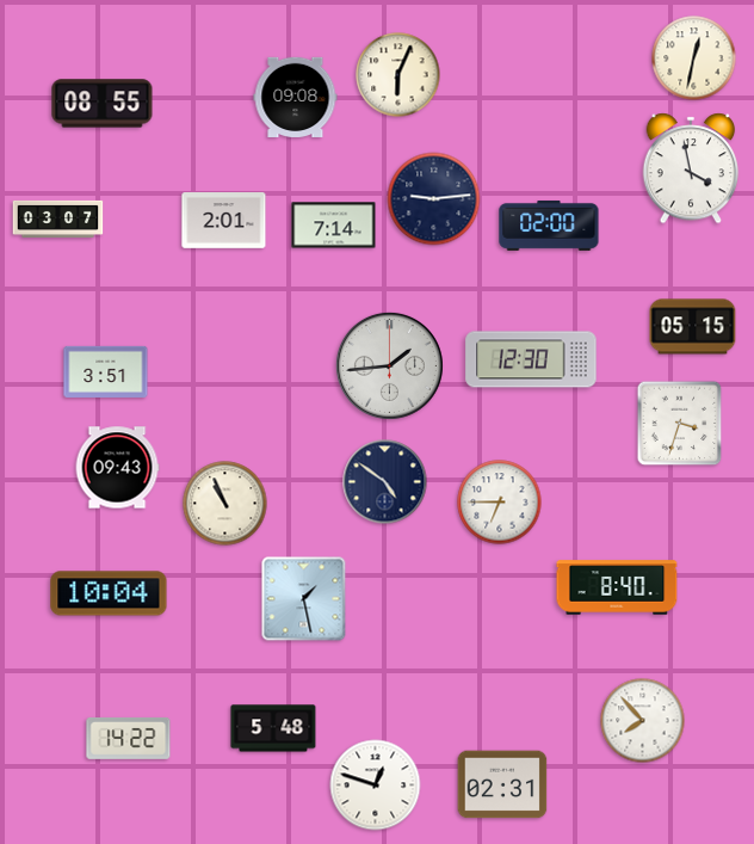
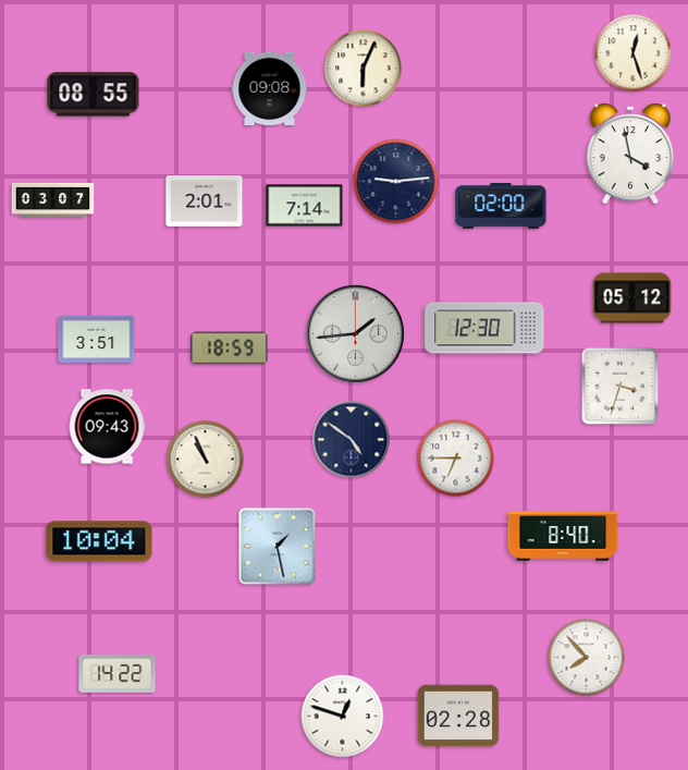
clock at (694, 58): 12:32 -> 12:27
clock at (693, 327): 05:15 -> 05:12
clock at (230, 349): none -> 18:59
clock at (273, 728): 5:48 -> none
clock at (502, 784): 02:31 -> 02:28
